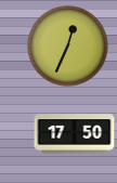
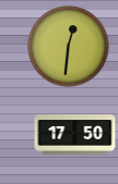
clock at (68, 47): 12:34 -> 12:31
